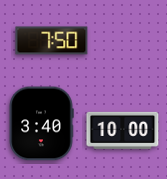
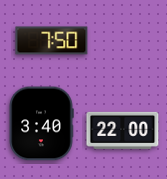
clock at (123, 130): 10:00 -> 22:00
